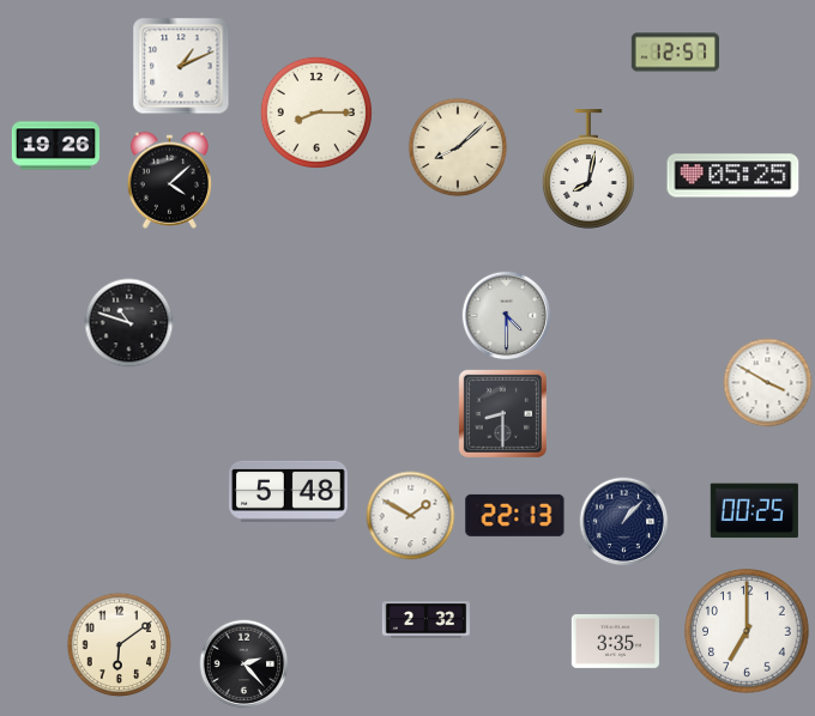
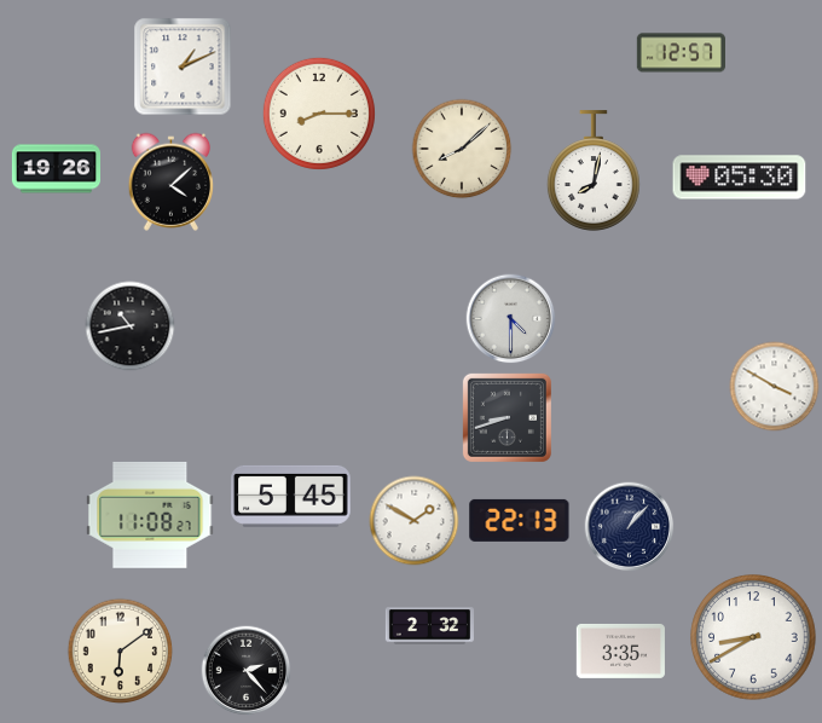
clock at (55, 146) position: (55, 146) -> (56, 169)
clock at (733, 176): 05:25 -> 05:30
clock at (129, 323): 10:48 -> 10:43
clock at (502, 413): 8:30 -> 8:42
clock at (289, 491): 5:48 -> 5:45
clock at (150, 515): none -> 11:08
clock at (754, 511): 00:25 -> none
clock at (747, 631): 7:00 -> 8:40
clock at (615, 641) position: (615, 641) -> (620, 650)
